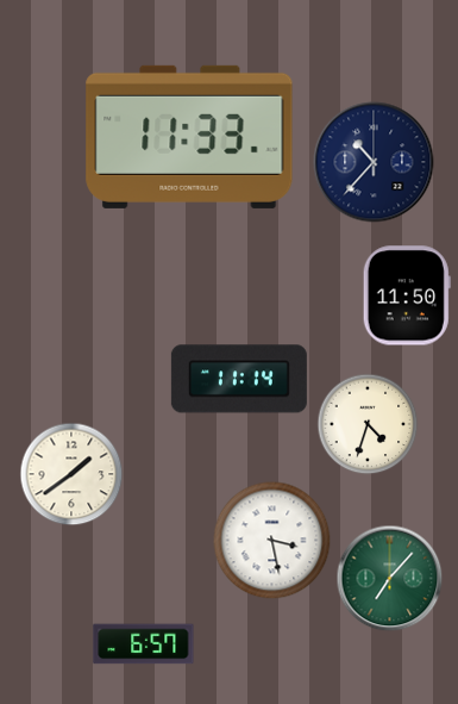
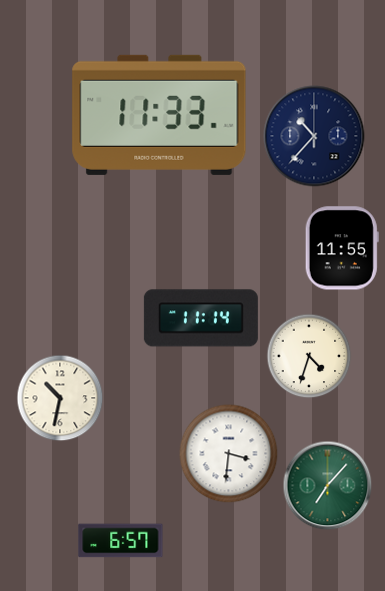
clock at (407, 295): 11:50 -> 11:55
clock at (71, 474): 1:39 -> 10:32
clock at (272, 541): 3:28 -> 3:31
